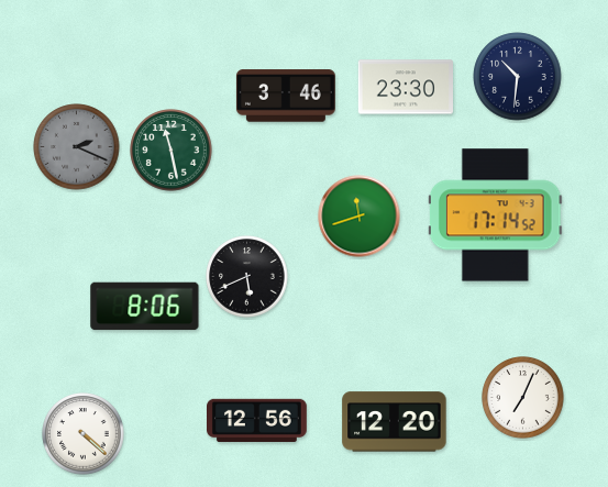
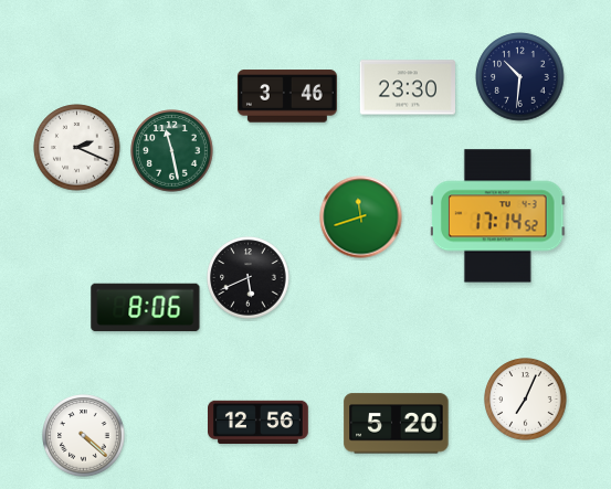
clock at (77, 147) dial: grey -> white
clock at (395, 422): 12:20 -> 5:20
